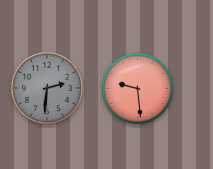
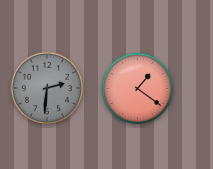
clock at (138, 89): 9:29 -> 1:21
